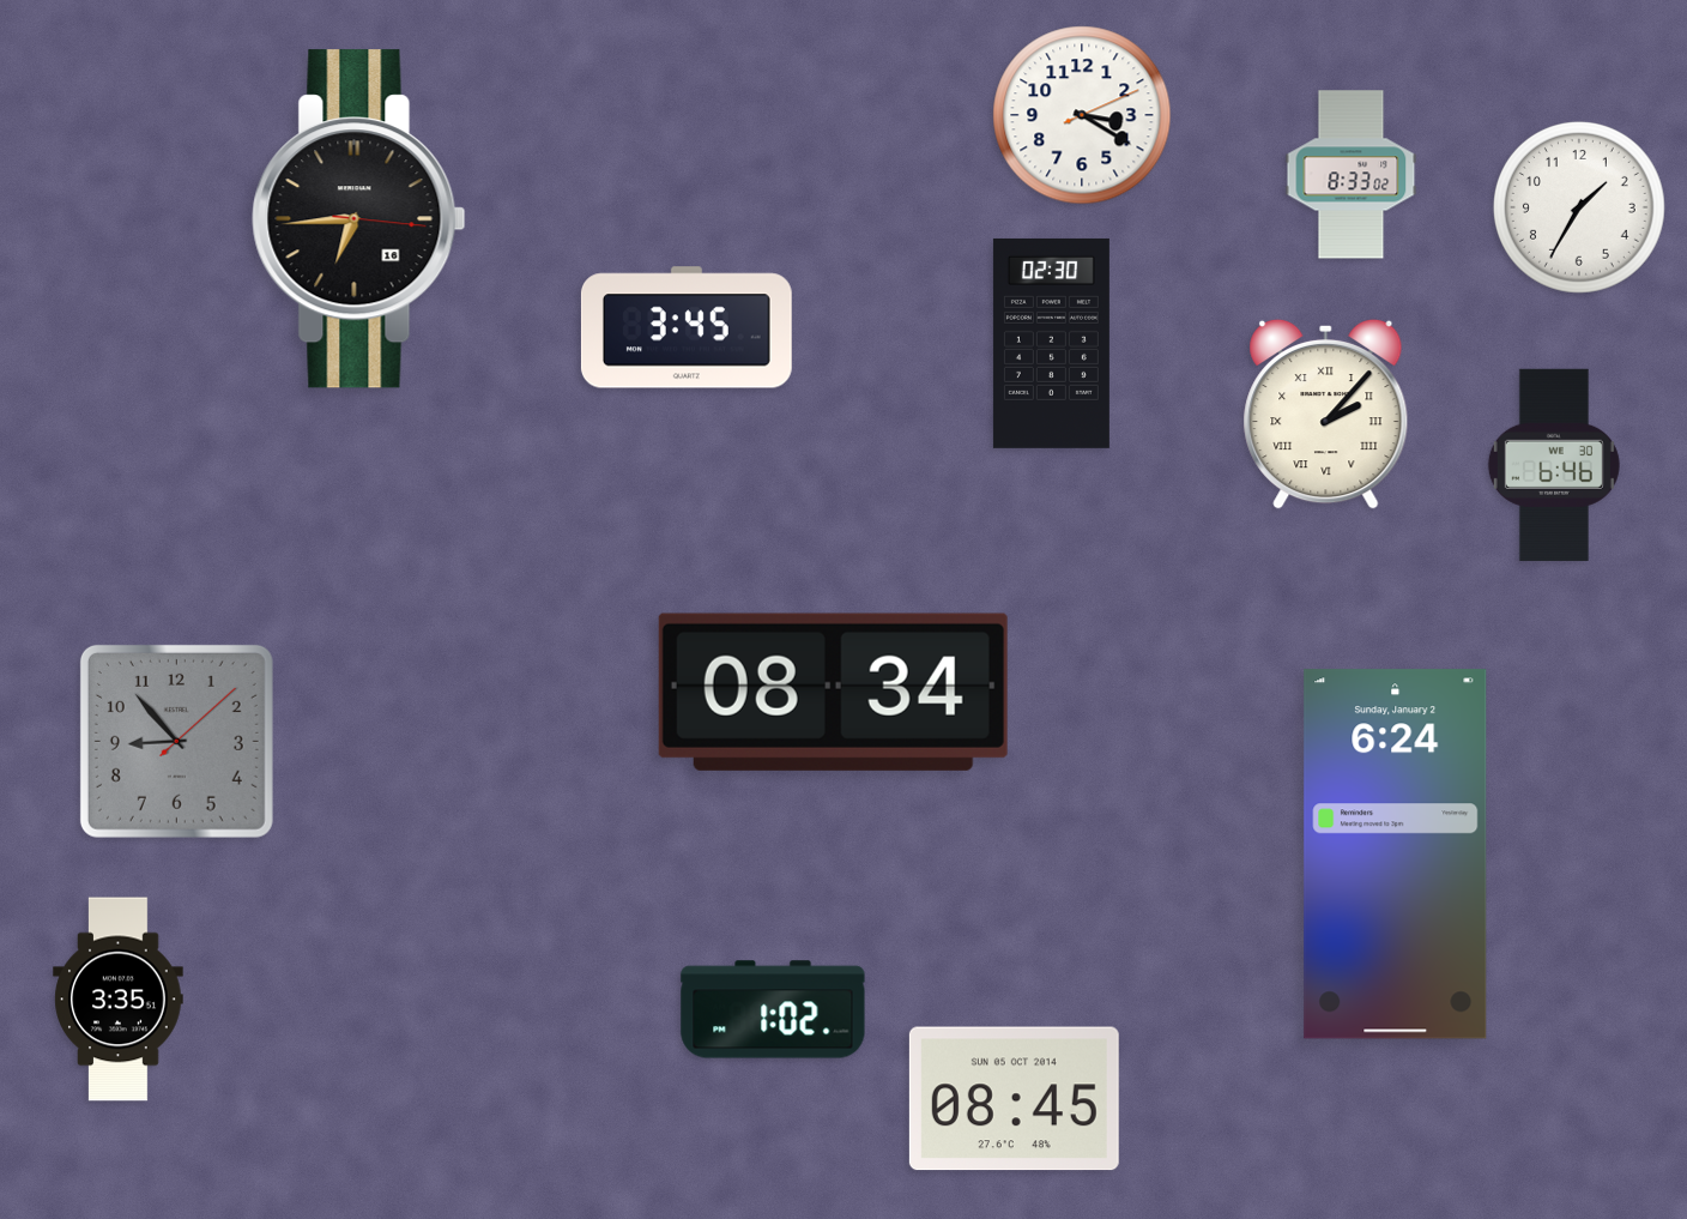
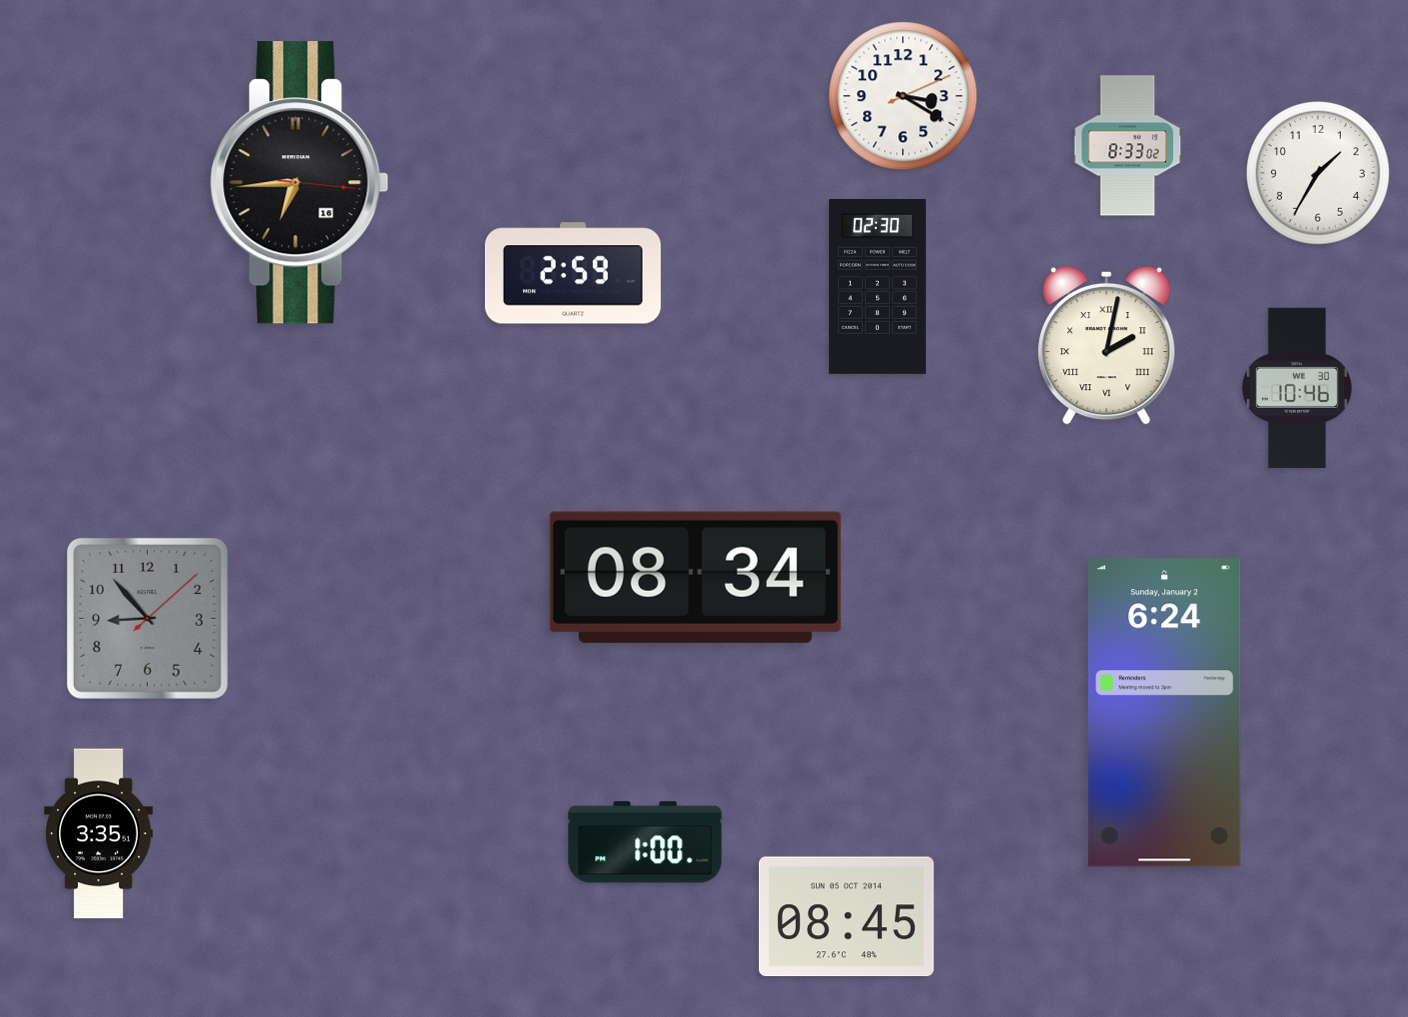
clock at (687, 327): 3:45 -> 2:59
clock at (1326, 414): 2:07 -> 2:02
clock at (1554, 465): 6:46 -> 10:46
clock at (773, 1009): 1:02 -> 1:00
